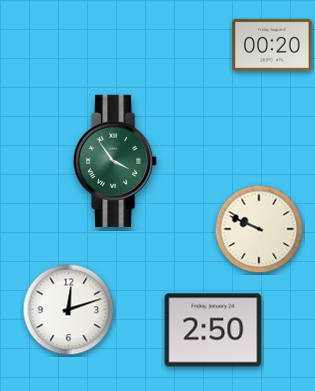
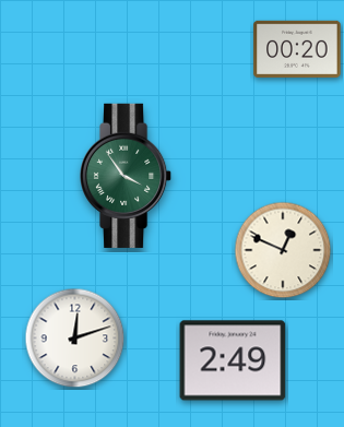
clock at (259, 229): 9:49 -> 12:49
clock at (213, 330): 2:50 -> 2:49
